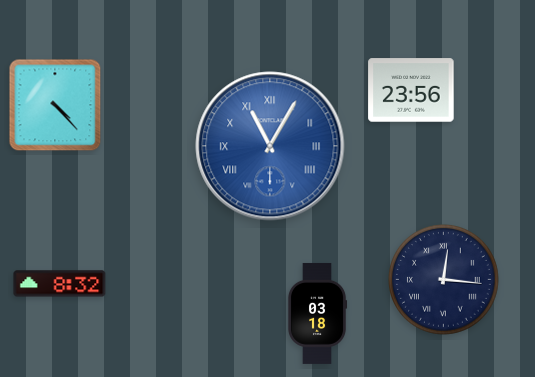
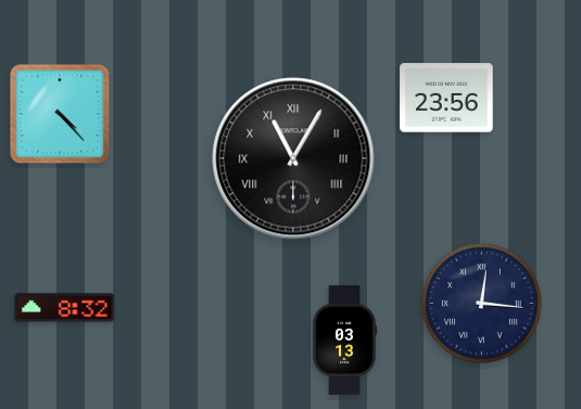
clock at (270, 146) dial: blue -> black
clock at (317, 313): 03:18 -> 03:13
